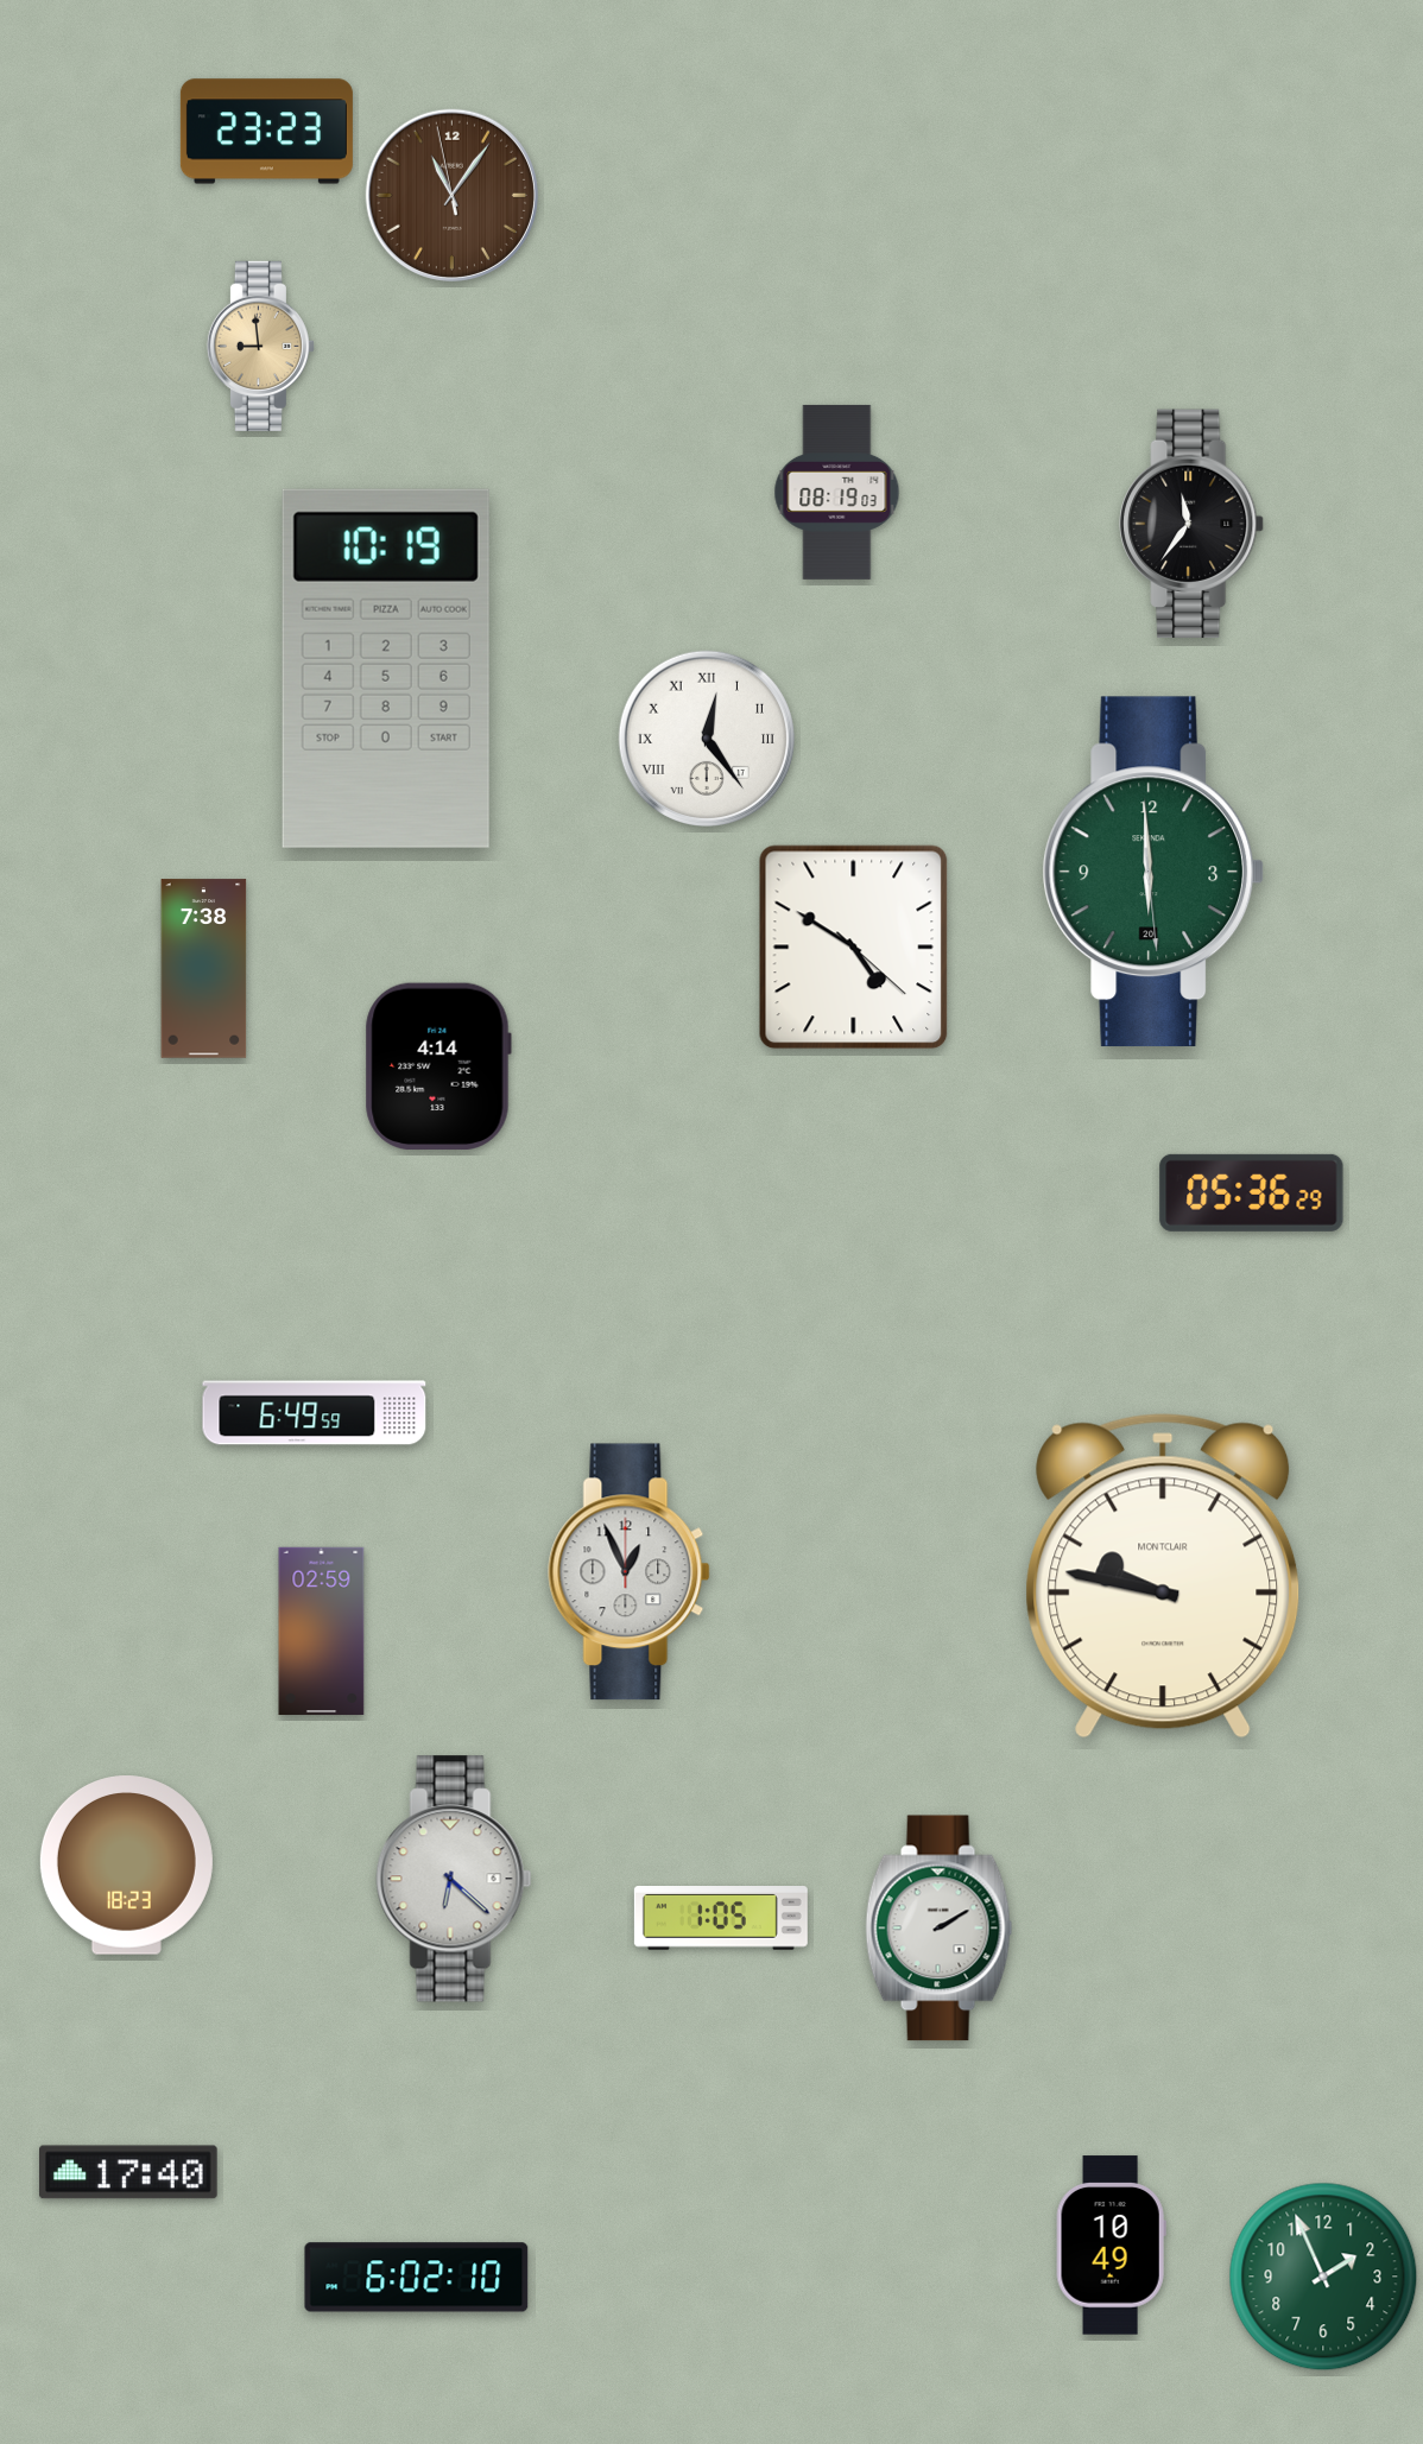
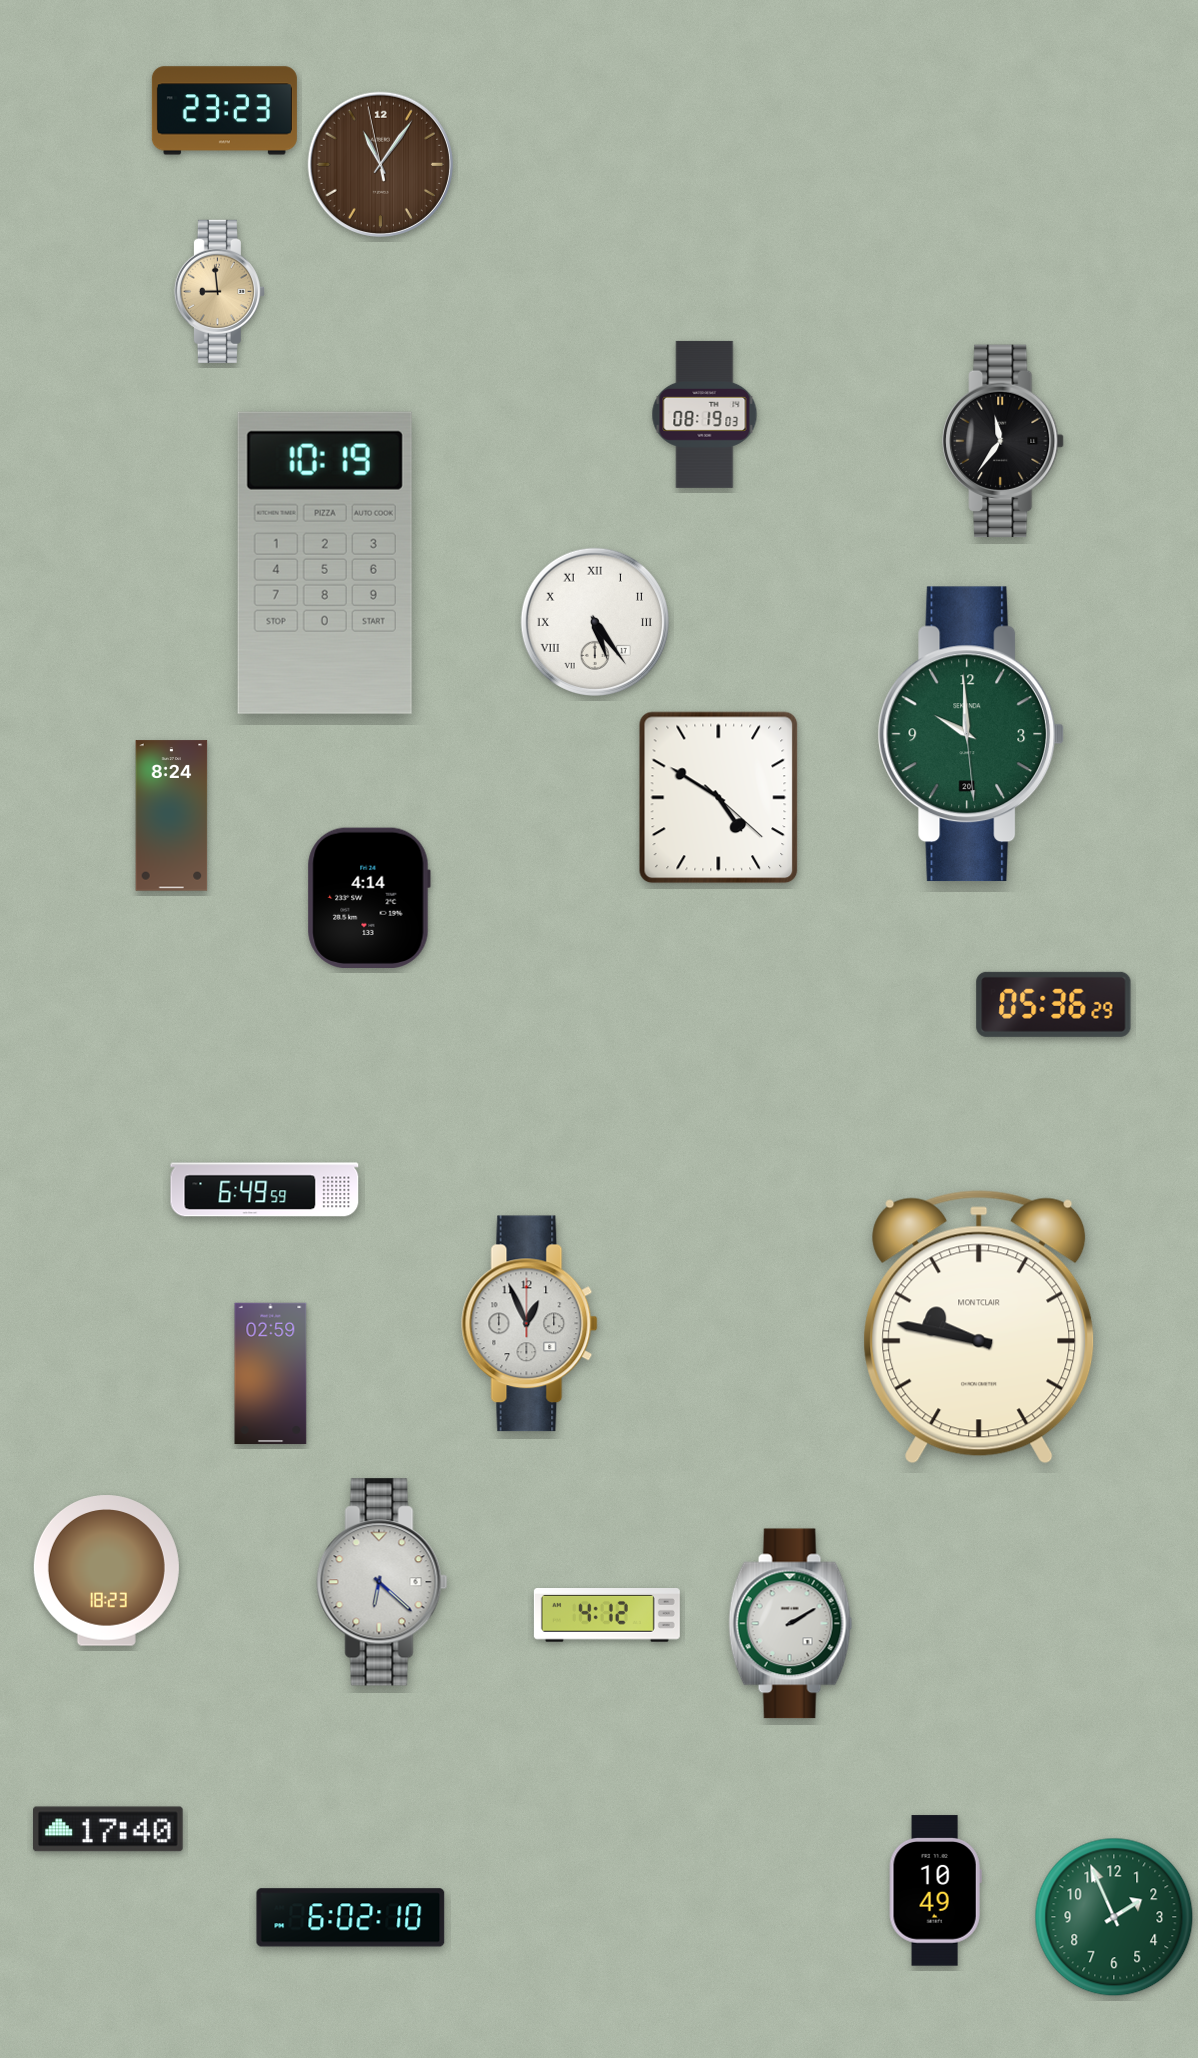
clock at (706, 737): 12:24 -> 5:24
clock at (1153, 872): 5:59 -> 9:59
clock at (204, 969): 7:38 -> 8:24
clock at (721, 1919): 1:05 -> 4:12
